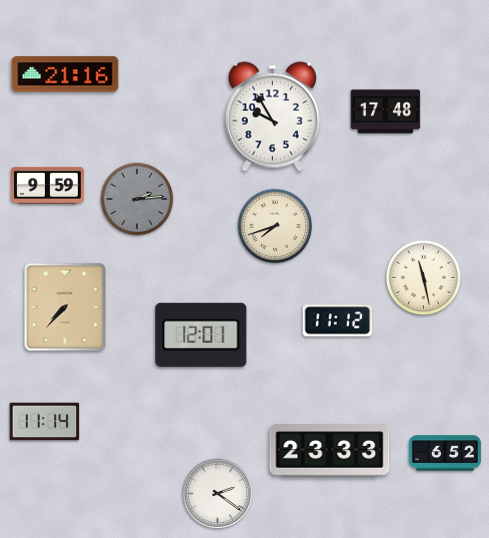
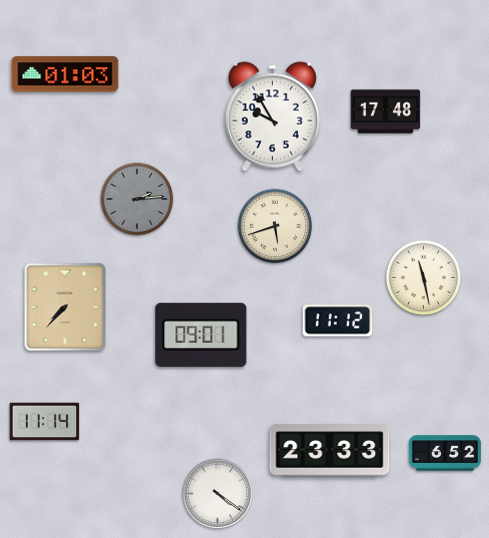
clock at (65, 74): 21:16 -> 01:03
clock at (48, 185): 9:59 -> none
clock at (275, 226): 7:42 -> 5:42
clock at (201, 335): 12:01 -> 09:01
clock at (218, 494): 2:21 -> 4:21
